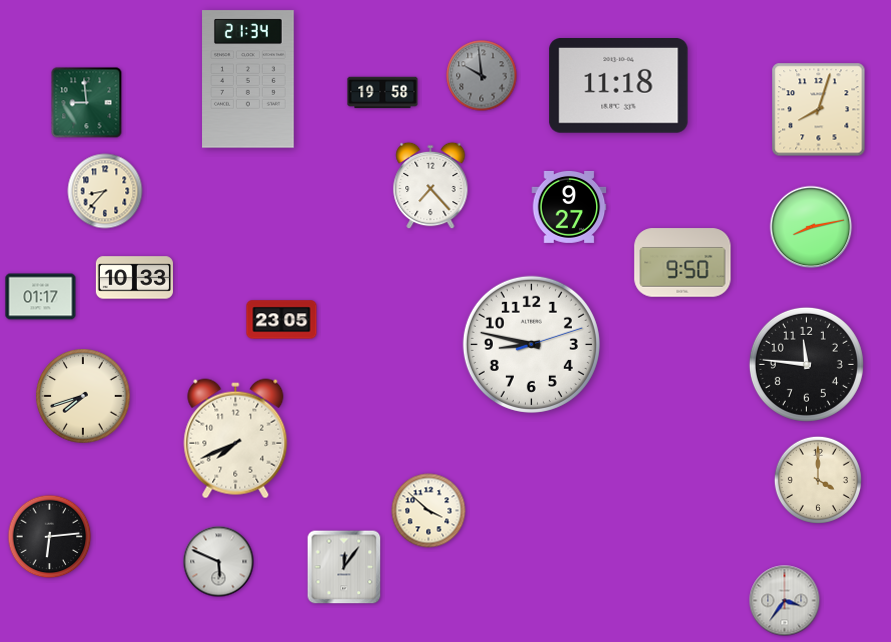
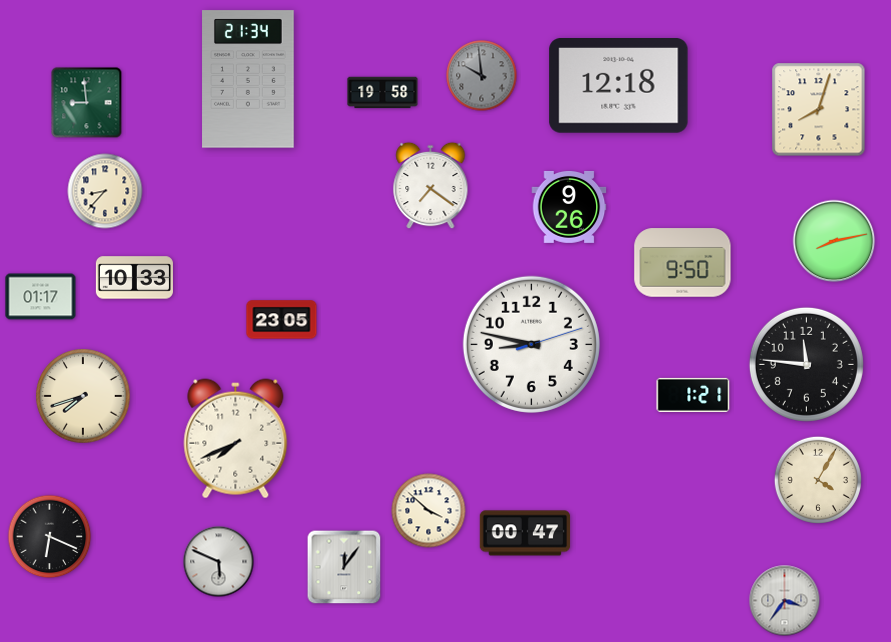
clock at (619, 86): 11:18 -> 12:18
clock at (431, 186): 7:23 -> 7:21
clock at (569, 207): 9:27 -> 9:26
clock at (811, 227) position: (811, 227) -> (834, 241)
clock at (693, 395): none -> 1:21
clock at (818, 480): 4:00 -> 4:05
clock at (525, 533): none -> 00:47
clock at (50, 537): 6:14 -> 6:19
